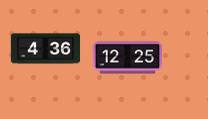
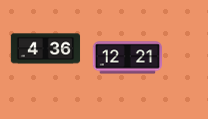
clock at (128, 58): 12:25 -> 12:21
